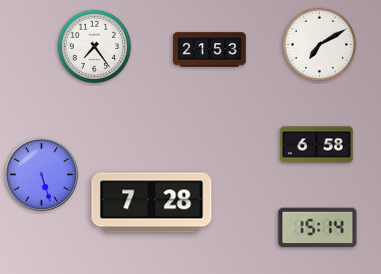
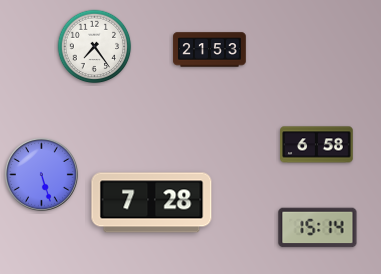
clock at (320, 45): 7:10 -> none
